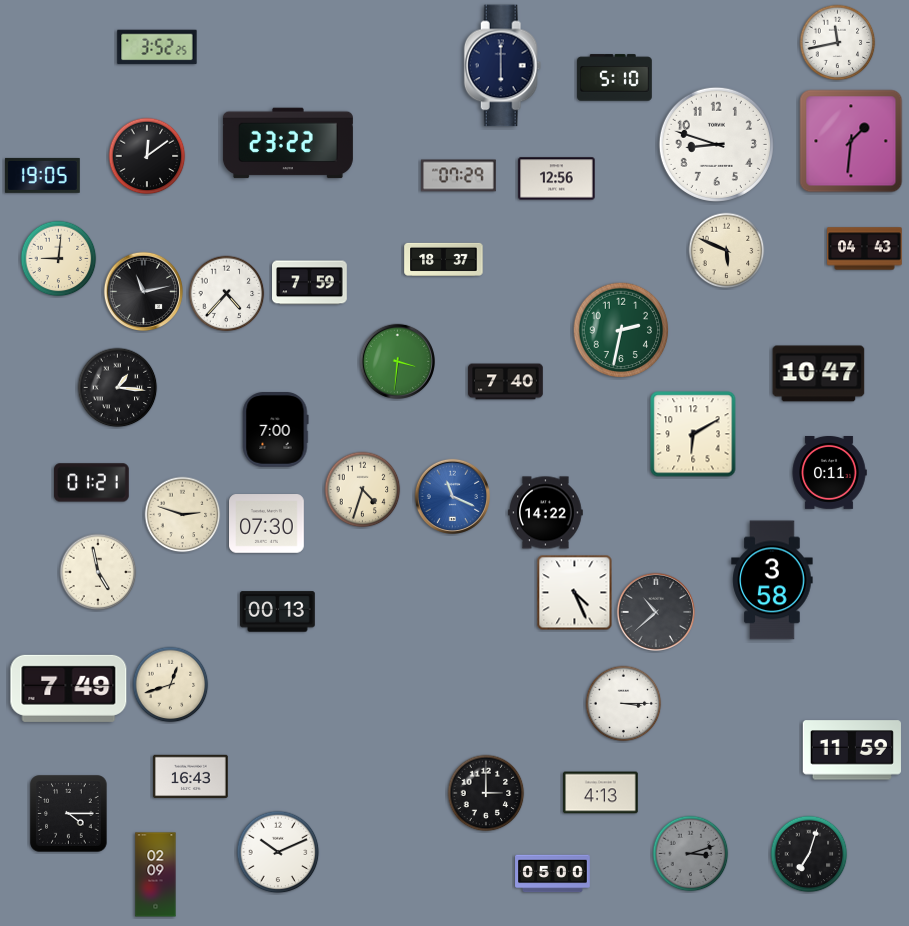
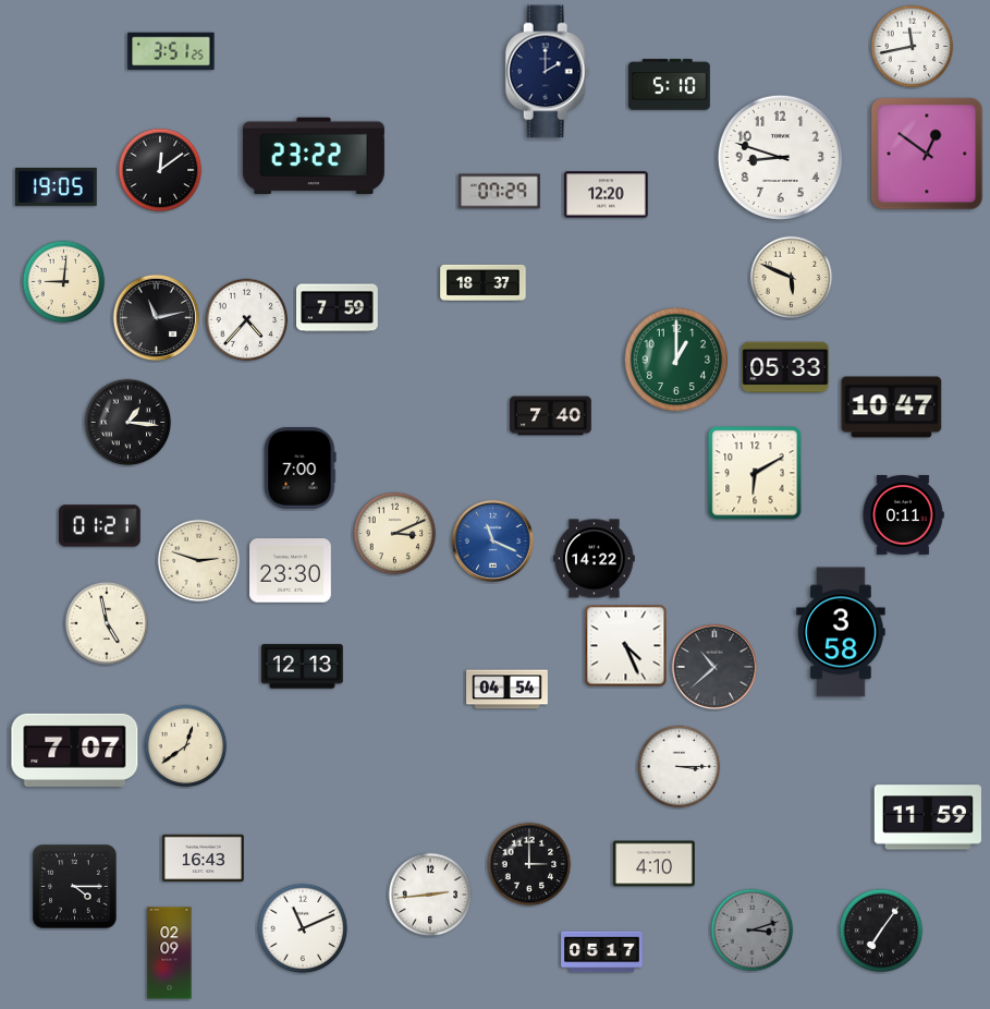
clock at (157, 47): 3:52 -> 3:51
clock at (503, 66): 6:00 -> 2:00
clock at (851, 141): 1:31 -> 12:51
clock at (43, 175) position: (43, 175) -> (57, 186)
clock at (557, 179): 12:56 -> 12:20
clock at (865, 249): 04:43 -> none
clock at (727, 251) position: (727, 251) -> (792, 278)
clock at (621, 330): 2:32 -> 1:00
clock at (785, 367): none -> 05:33
clock at (397, 361): 3:31 -> none
clock at (363, 490): 4:33 -> 3:11
clock at (267, 524): 07:30 -> 23:30
clock at (278, 612): 00:13 -> 12:13
clock at (508, 690): none -> 04:54
clock at (171, 685): 12:42 -> 12:39
clock at (69, 688): 7:49 -> 7:07
clock at (191, 777) position: (191, 777) -> (204, 859)
clock at (601, 793): 4:13 -> 4:10
clock at (430, 895): none -> 2:44
clock at (278, 852): 10:11 -> 11:11
clock at (809, 854): 7:03 -> 7:06
clock at (553, 874): 05:00 -> 05:17
